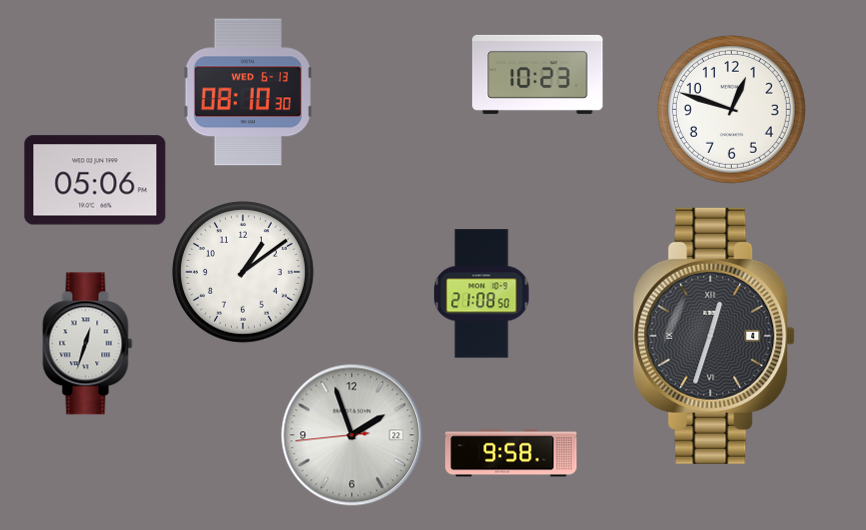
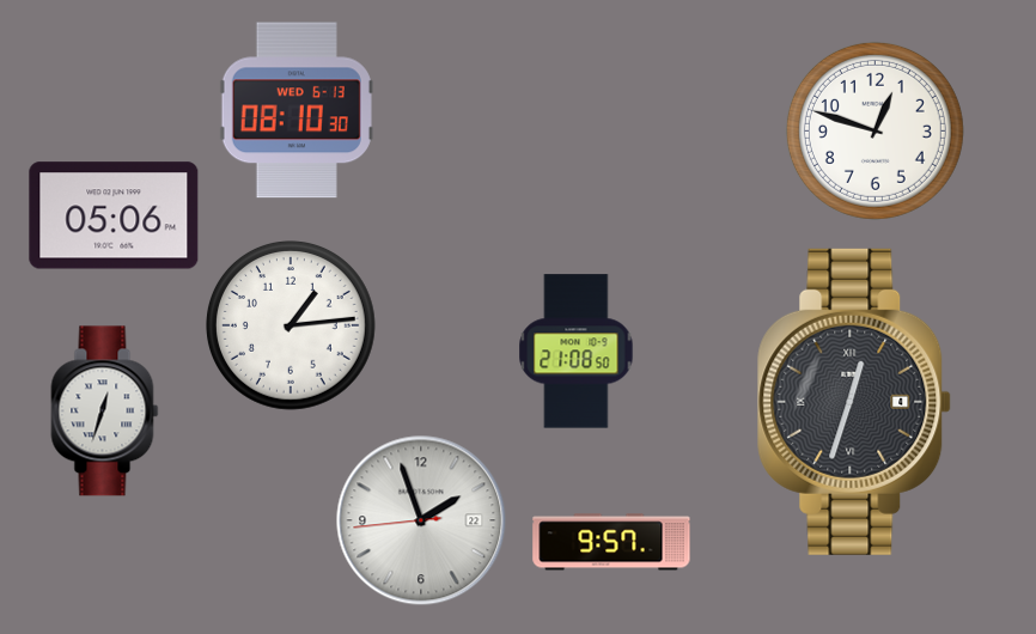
clock at (538, 74): 10:23 -> none
clock at (244, 273): 1:09 -> 1:14
clock at (511, 453): 9:58 -> 9:57
